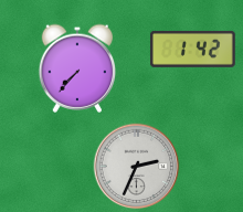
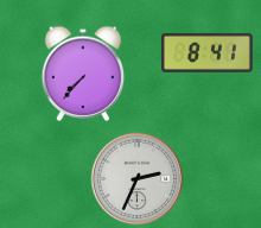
clock at (192, 49): 1:42 -> 8:41
clock at (136, 166) position: (136, 166) -> (136, 178)
